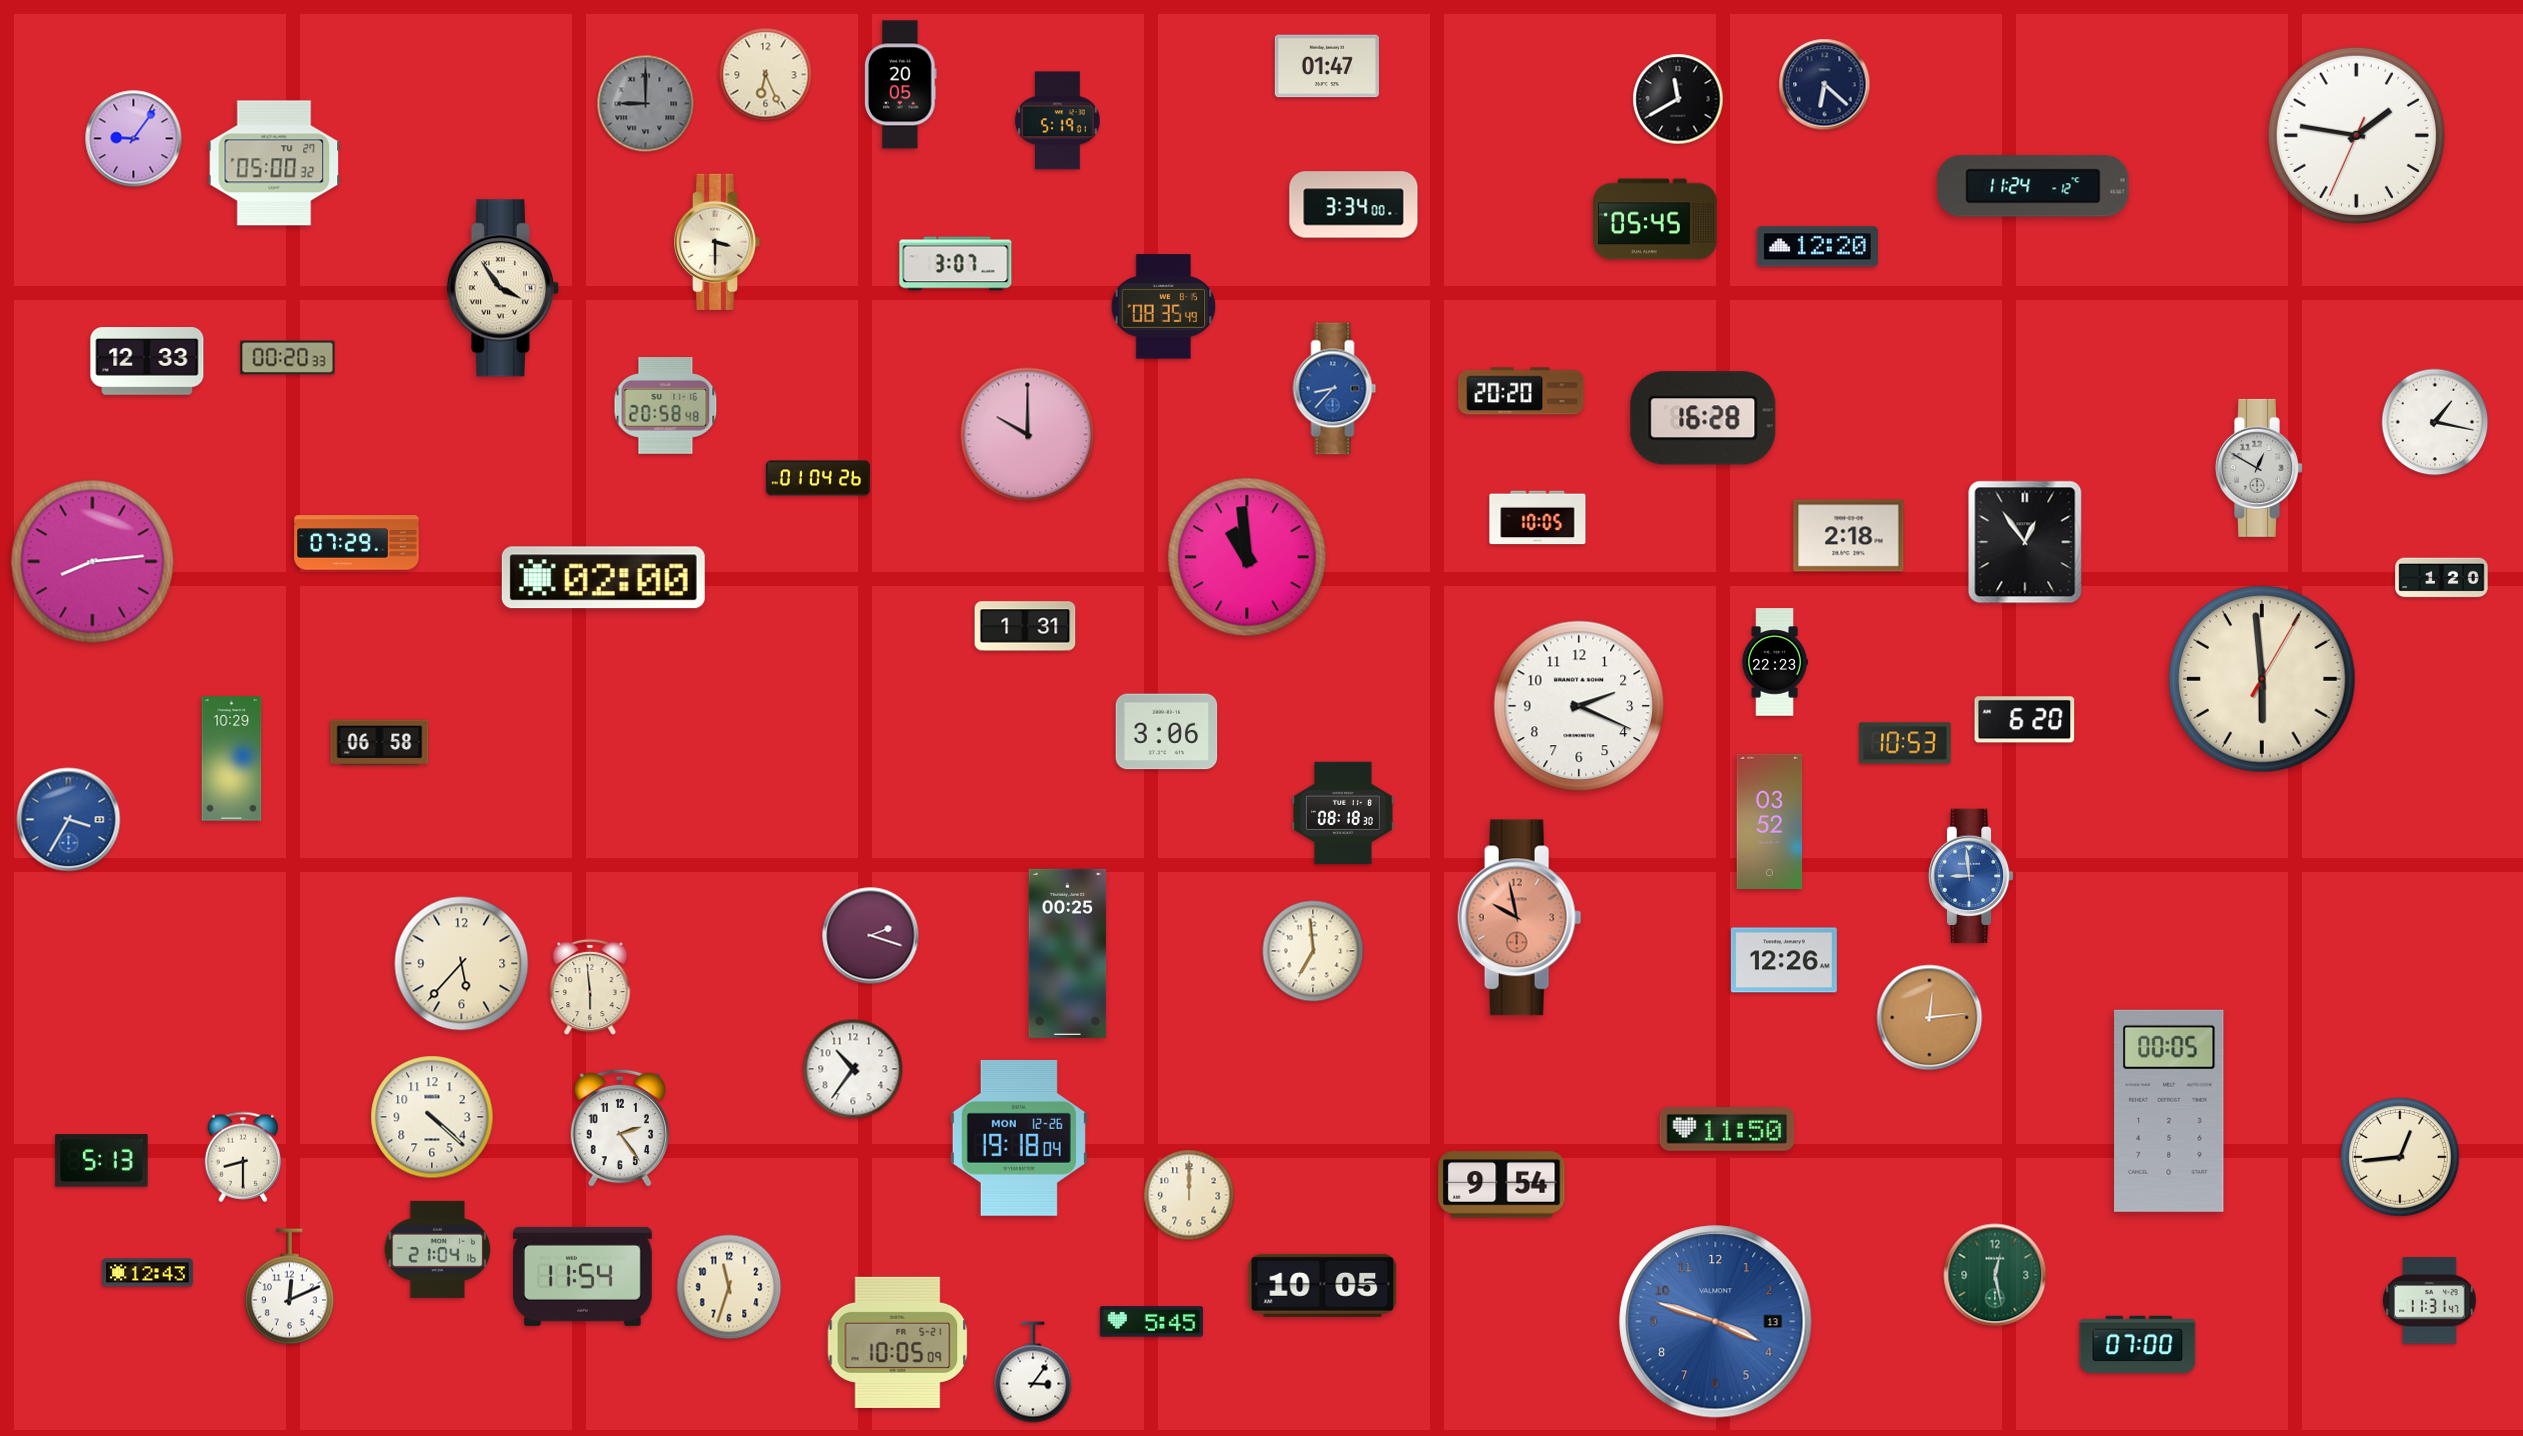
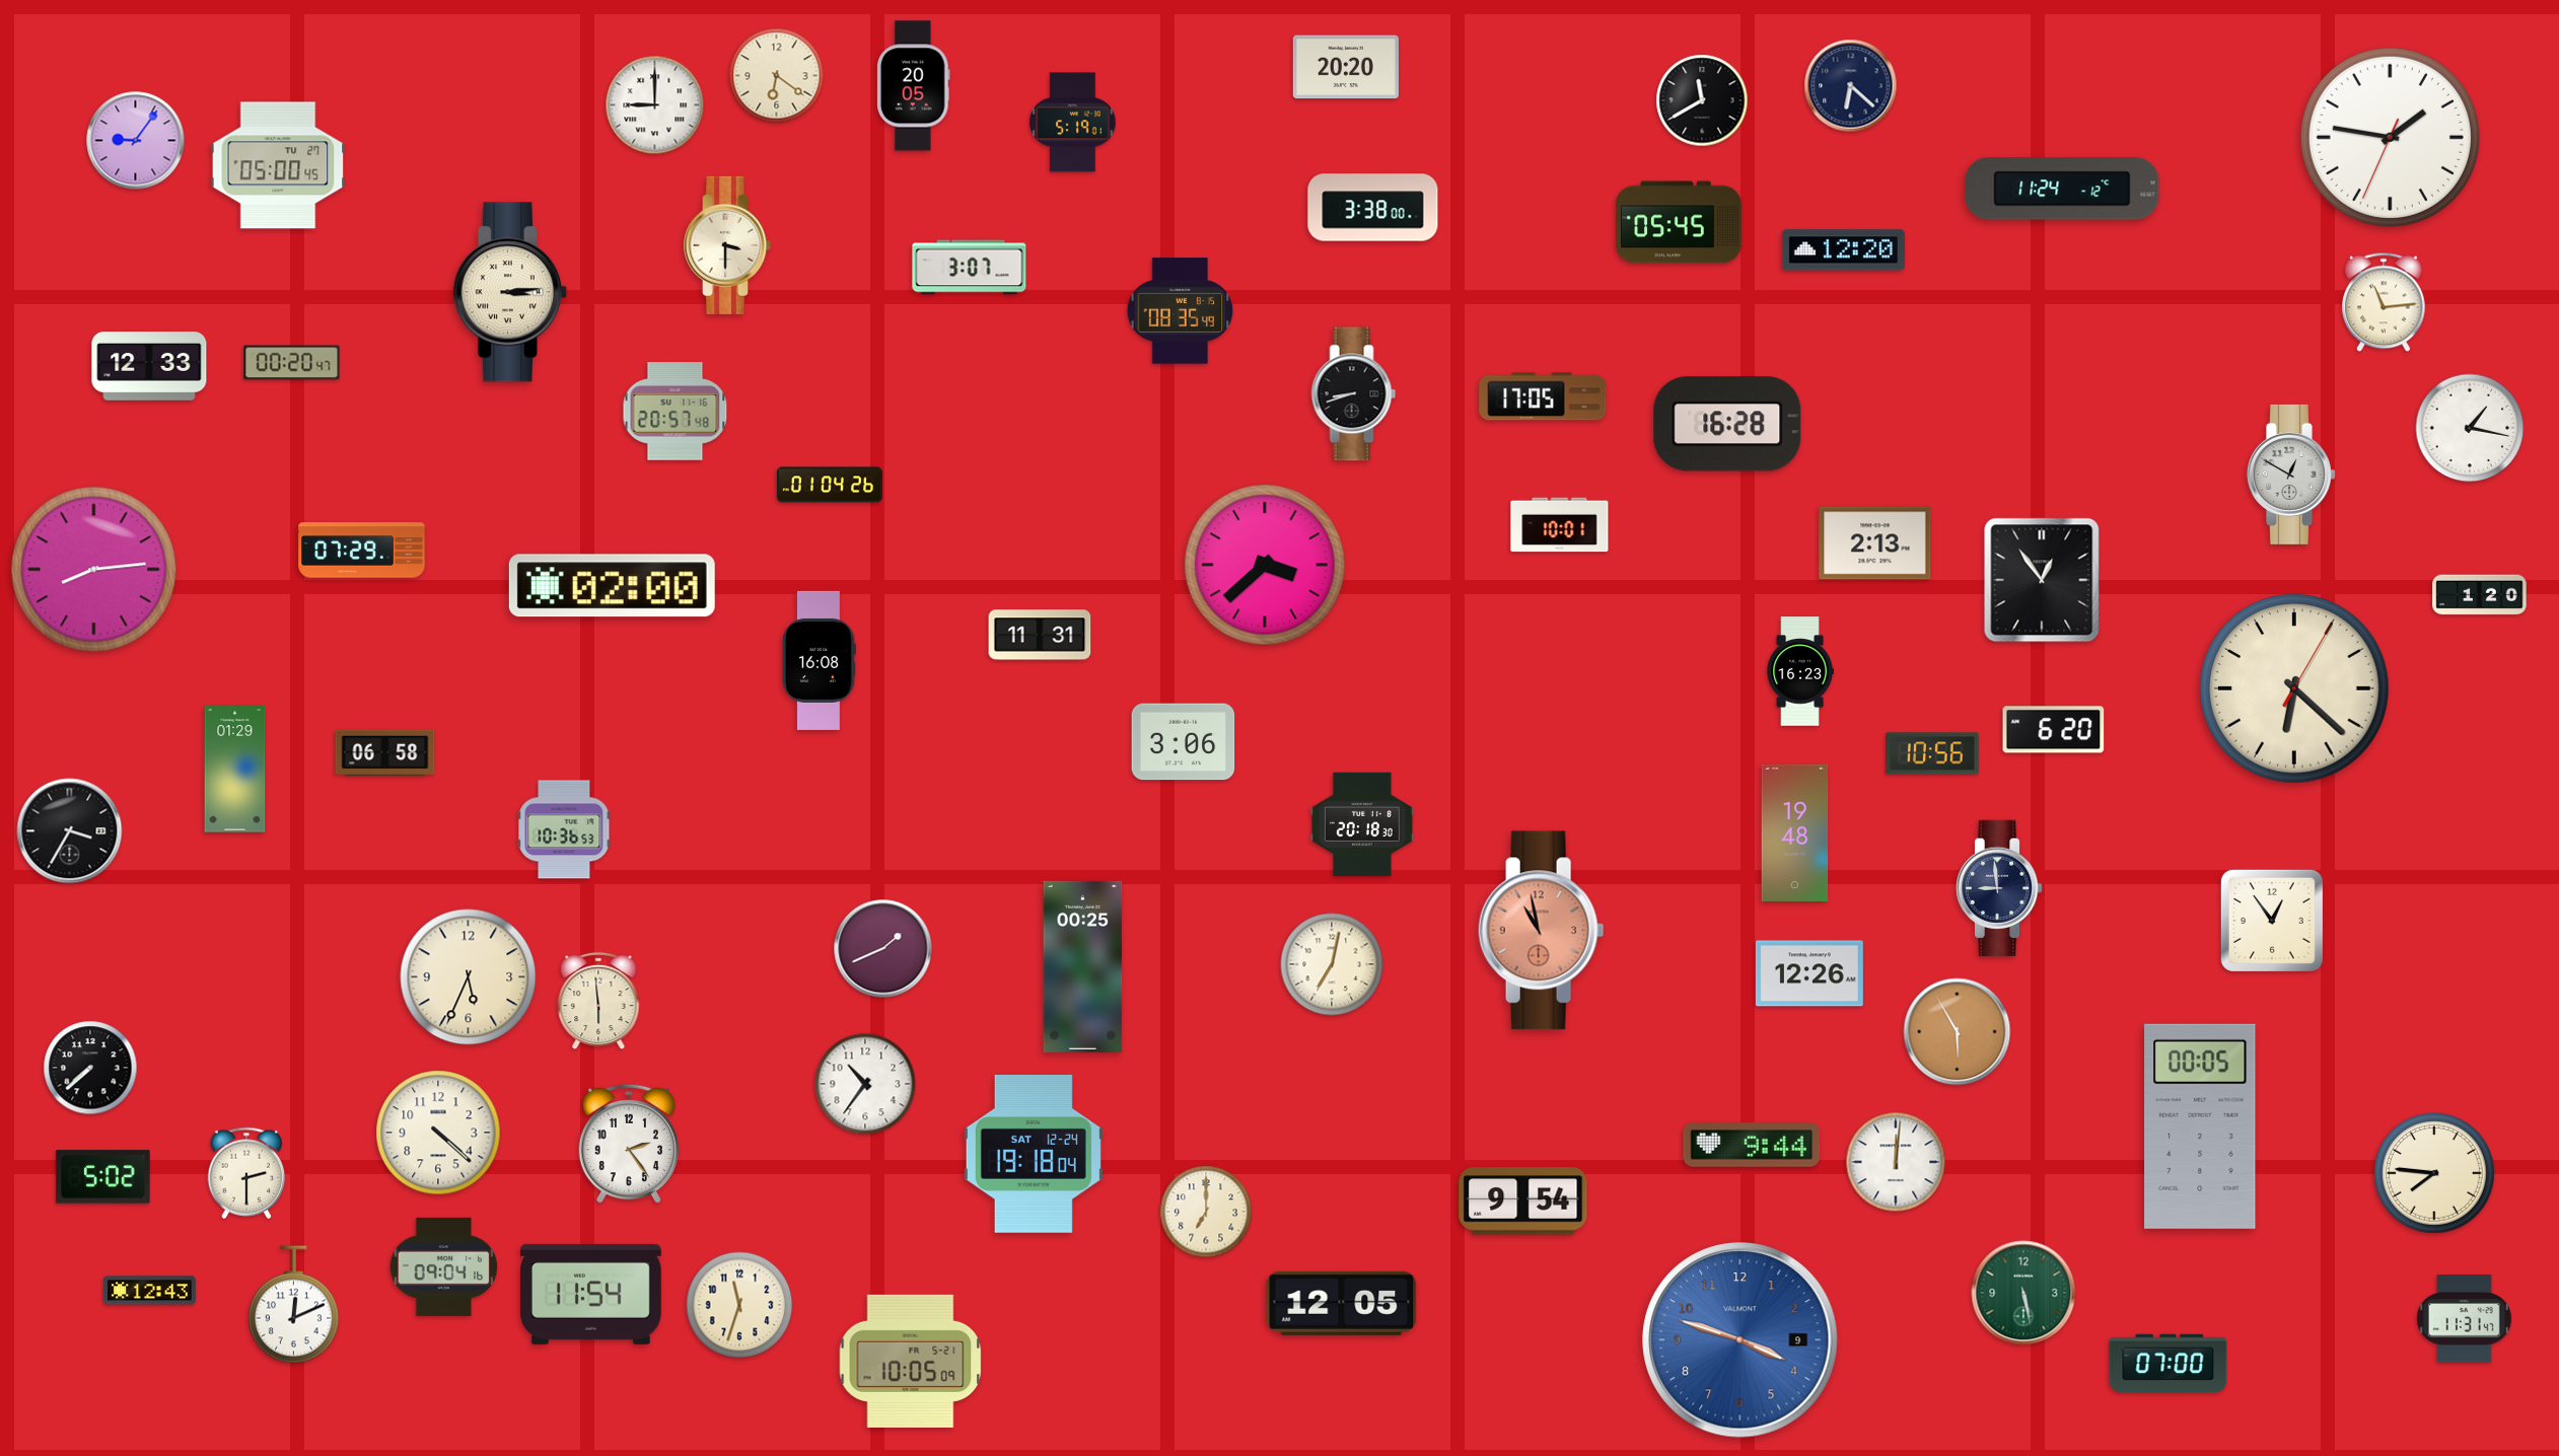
clock at (1327, 66): 01:47 -> 20:20
clock at (766, 75): 6:26 -> 6:21
clock at (646, 104) dial: grey -> white
clock at (274, 163): 05:00:32 -> 05:00:45
clock at (1354, 205): 3:34 -> 3:38
clock at (503, 288): 3:54 -> 3:14
clock at (2384, 302): none -> 11:14
clock at (288, 358): 00:20:33 -> 00:20:47
clock at (1335, 389): 8:37 -> 8:42
clock at (1335, 389) dial: blue -> black
clock at (1521, 391): 20:20 -> 17:05
clock at (666, 406): 20:58 -> 20:57
clock at (1028, 435): 10:00 -> none
clock at (1538, 518): 10:05 -> 10:01
clock at (1849, 536): 2:18 -> 2:13
clock at (2025, 542) position: (2025, 542) -> (2042, 580)
clock at (1247, 557): 10:59 -> 3:38
clock at (2442, 578) position: (2442, 578) -> (2480, 595)
clock at (1025, 626): 1:31 -> 11:31
clock at (820, 660): none -> 16:08
clock at (1775, 662): 22:23 -> 16:23
clock at (2262, 679): 5:59 -> 6:22
clock at (1579, 706): 2:19 -> none
clock at (1905, 743): 10:53 -> 10:56
clock at (232, 759): 10:29 -> 01:29
clock at (1343, 813): 08:18 -> 20:18
clock at (564, 829): none -> 10:36
clock at (69, 820) dial: blue -> black
clock at (1770, 821): 03:52 -> 19:48
clock at (1971, 876) dial: blue -> navy
clock at (2272, 921): none -> 12:54
clock at (1520, 918): 9:58 -> 10:58
clock at (871, 936): 2:18 -> 1:41
clock at (1313, 951): 6:59 -> 7:02
clock at (462, 964): 5:37 -> 5:34
clock at (1930, 1018): 12:14 -> 5:55
clock at (90, 1068): none -> 7:38
clock at (1727, 1129): 11:50 -> 9:44
clock at (1019, 1138) date: MON 12-26 -> SAT 12-24
clock at (1896, 1162): none -> 12:01
clock at (243, 1157): 8:30 -> 2:30
clock at (2400, 1157): 12:44 -> 7:46
clock at (102, 1161): 5:13 -> 5:02
clock at (1189, 1195): 12:00 -> 7:00
clock at (438, 1249): 21:04 -> 09:04
clock at (1995, 1275): 12:28 -> 5:28
clock at (1323, 1285): 10:05 -> 12:05
clock at (1151, 1322): 5:45 -> none
clock at (1716, 1322) date: 13 -> 9
clock at (1033, 1372): 3:06 -> none
